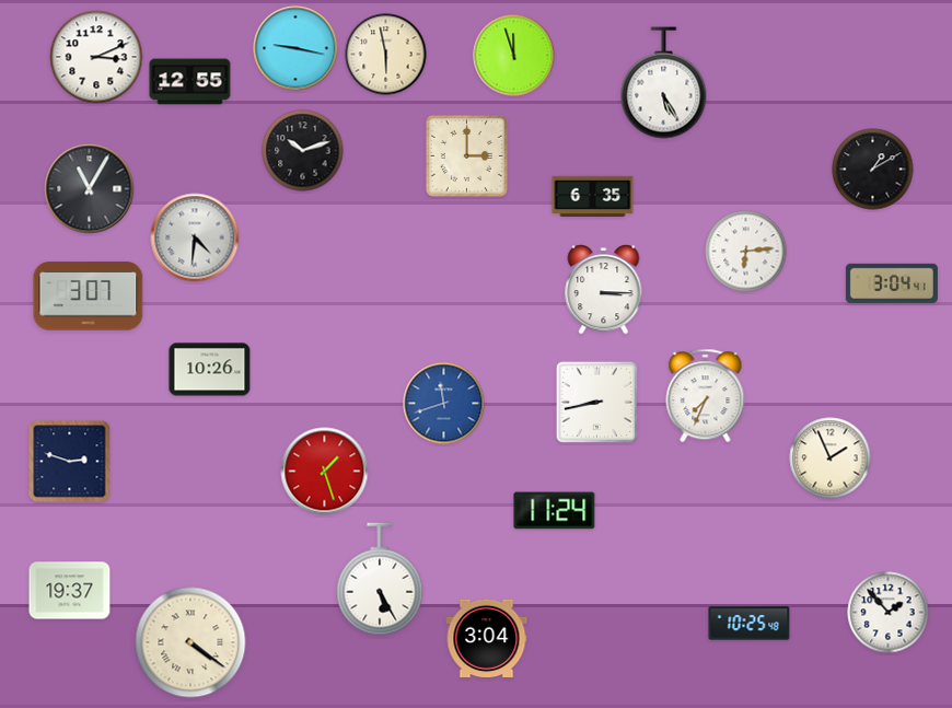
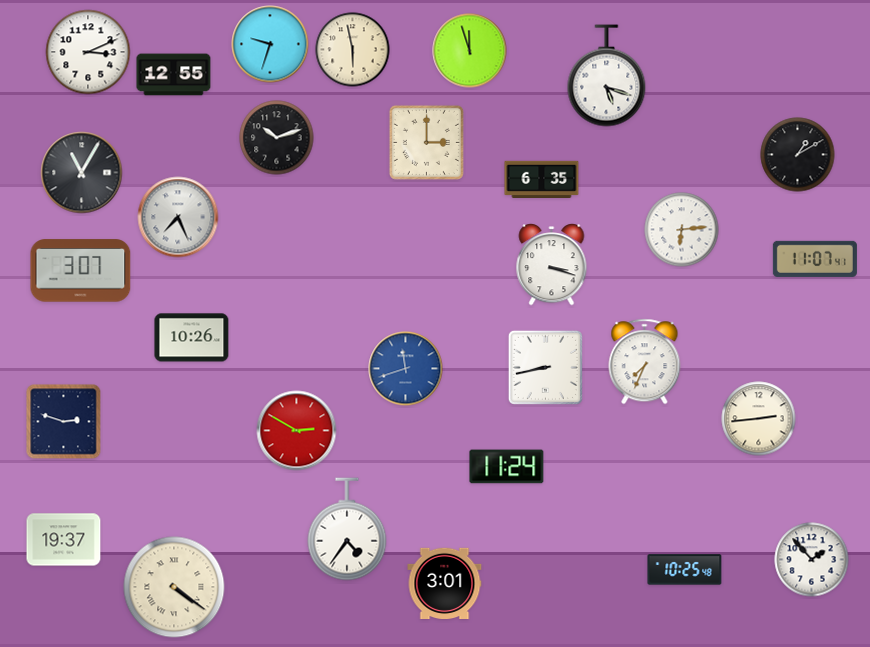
clock at (295, 48): 9:17 -> 9:33
clock at (664, 83): 5:25 -> 5:18
clock at (195, 237): 4:31 -> 7:26
clock at (892, 283): 3:04 -> 11:07
clock at (604, 290): 3:15 -> 3:18
clock at (831, 459): 1:56 -> 2:44
clock at (325, 472): 1:27 -> 2:50
clock at (380, 579): 5:25 -> 4:36
clock at (487, 638): 3:04 -> 3:01
